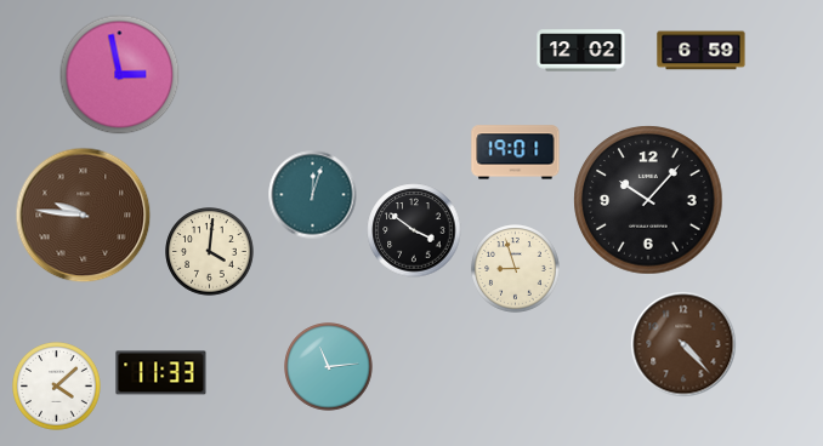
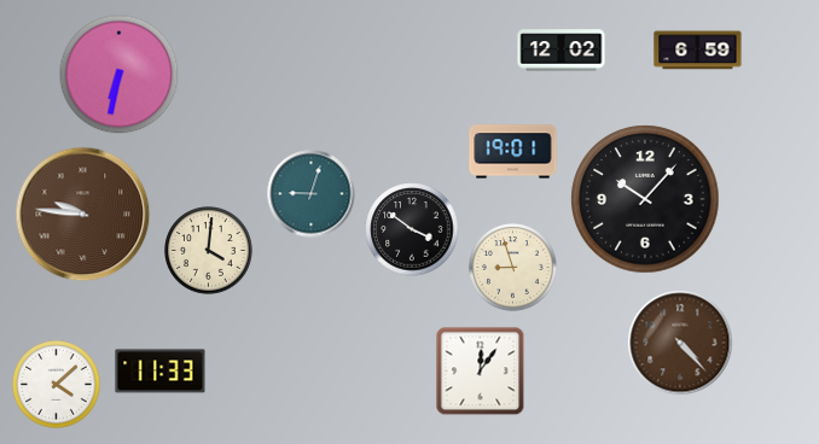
clock at (581, 51) position: (581, 51) -> (562, 51)
clock at (120, 75): 2:58 -> 6:32
clock at (313, 195): 12:03 -> 9:03
clock at (329, 367): 11:14 -> none
clock at (481, 372): none -> 12:06
